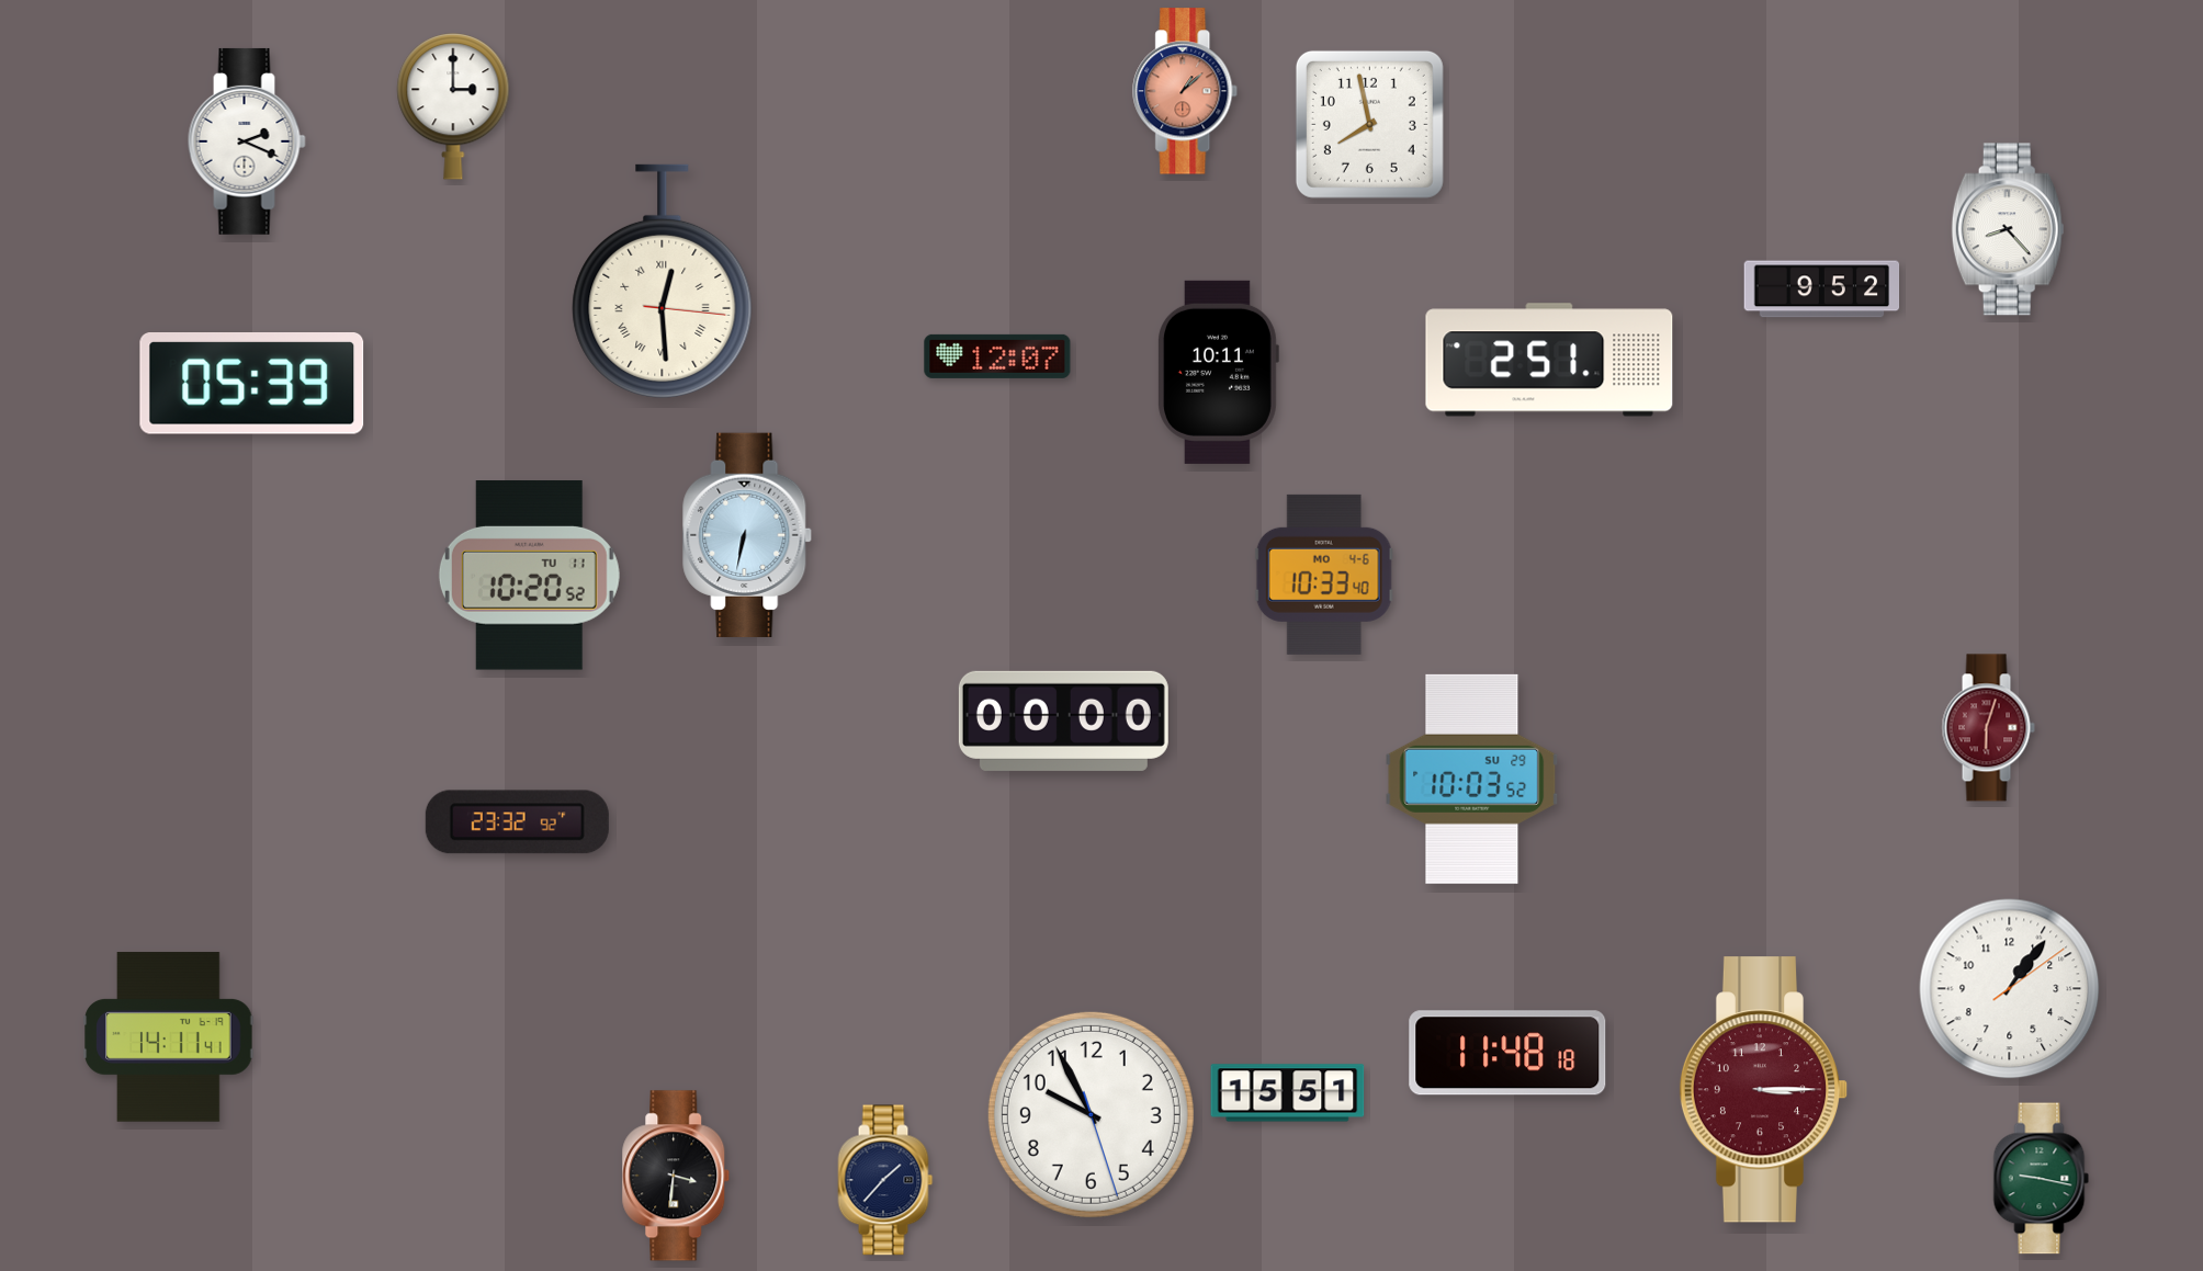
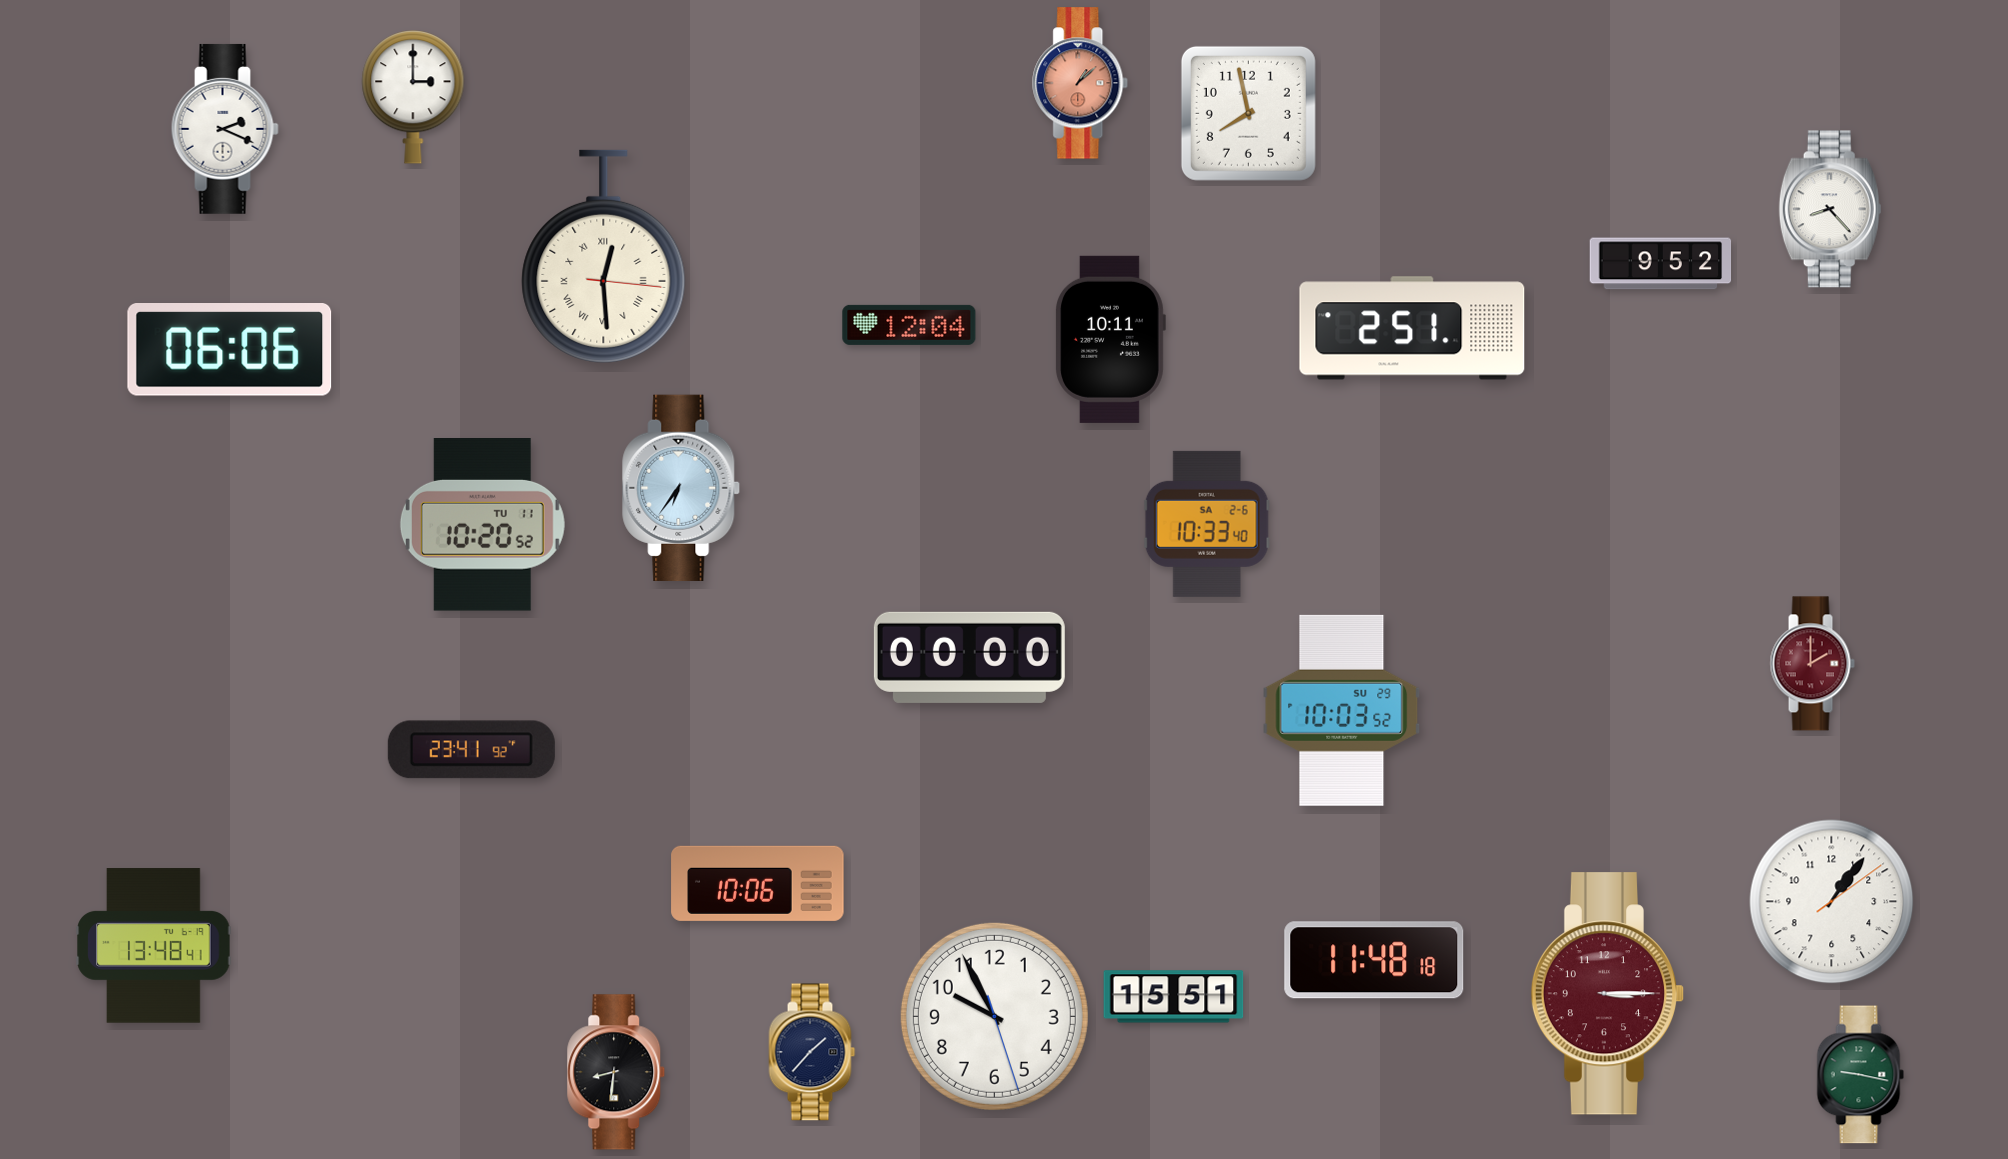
clock at (997, 356): 12:07 -> 12:04
clock at (252, 384): 05:39 -> 06:06
clock at (748, 535): 6:32 -> 6:36
clock at (1324, 575) date: MO 4-6 -> SA 2-6
clock at (1988, 728): 6:03 -> 2:00
clock at (517, 822): 23:32 -> 23:41
clock at (758, 883): none -> 10:06
clock at (169, 1037): 14:11 -> 13:48
clock at (676, 1176): 3:31 -> 8:31
clock at (885, 1180) position: (885, 1180) -> (812, 1052)
